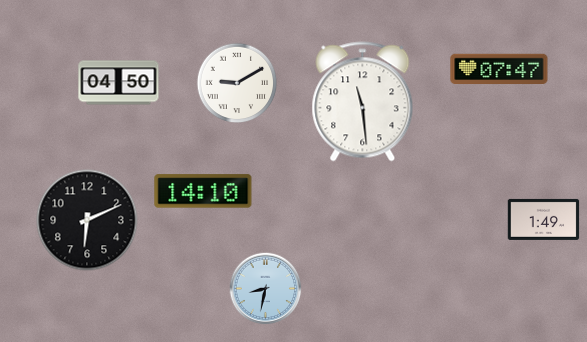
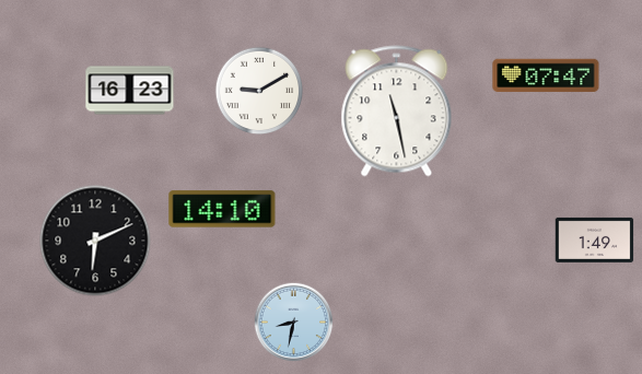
clock at (119, 83): 04:50 -> 16:23
clock at (363, 102): 11:29 -> 11:28
clock at (266, 289) position: (266, 289) -> (294, 323)
